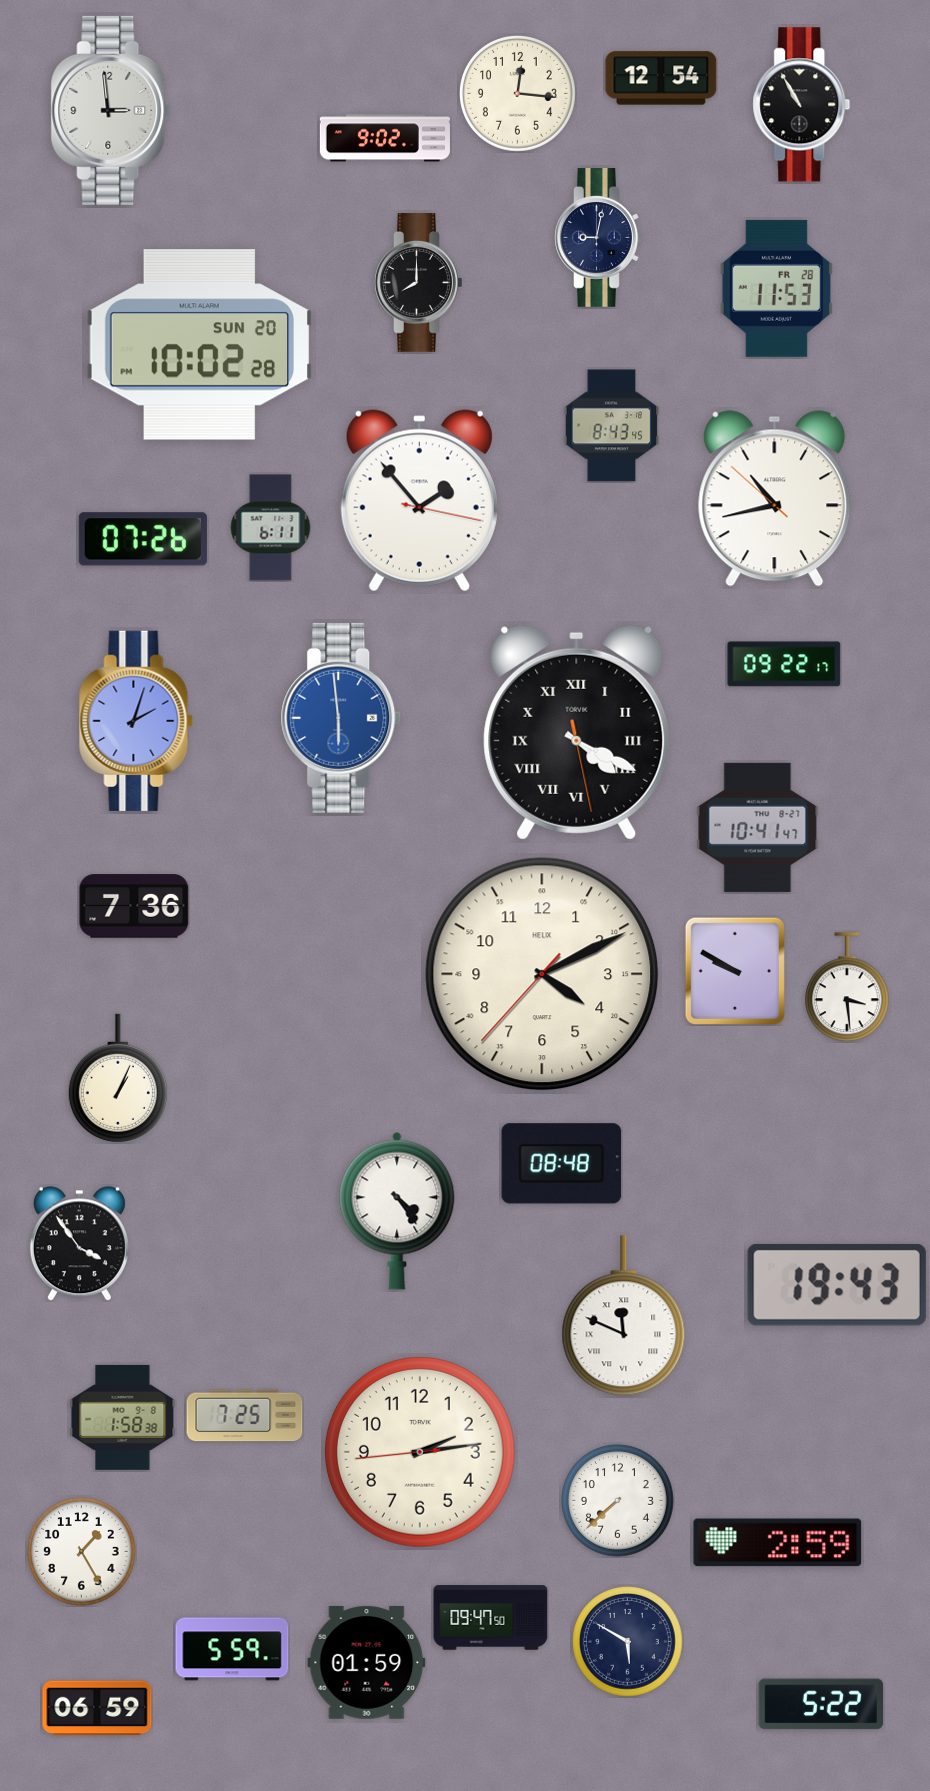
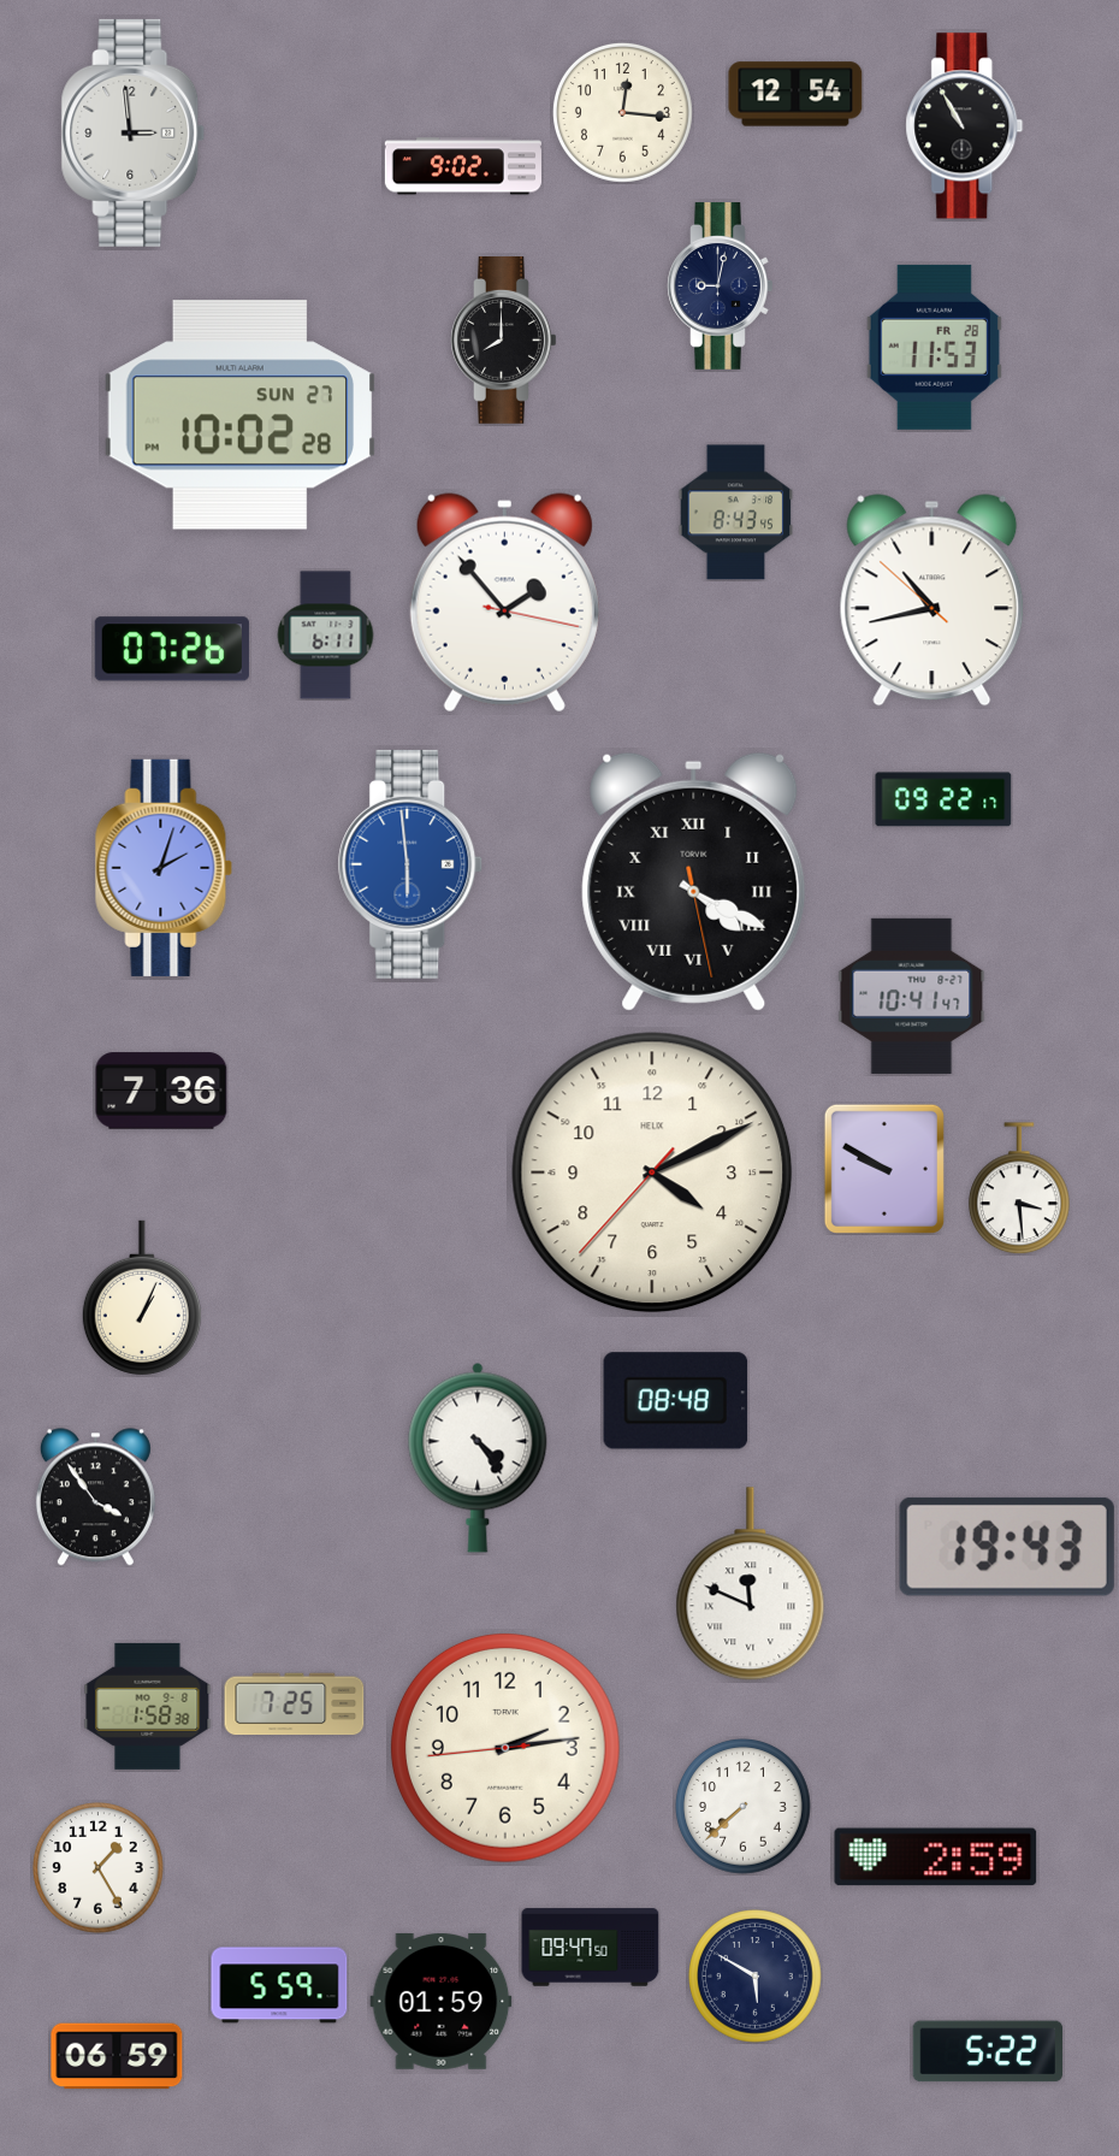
clock at (200, 345) date: SUN 20 -> SUN 27
